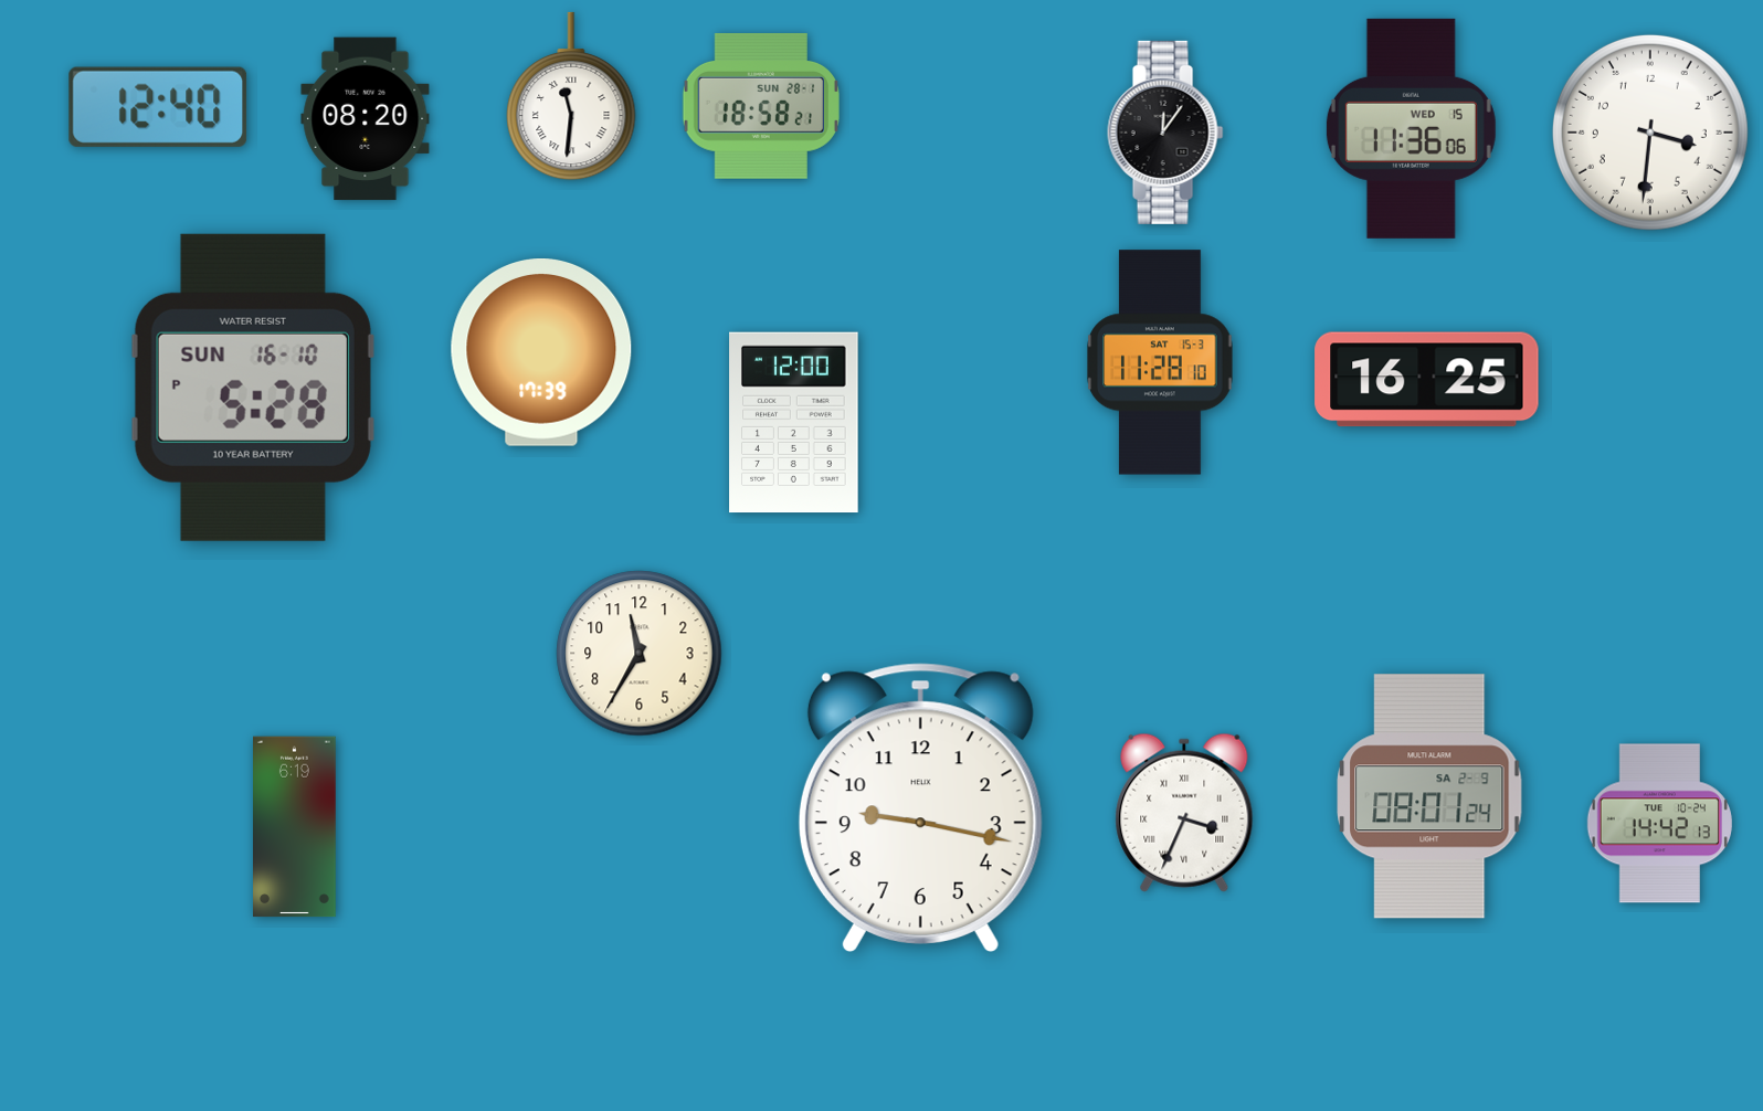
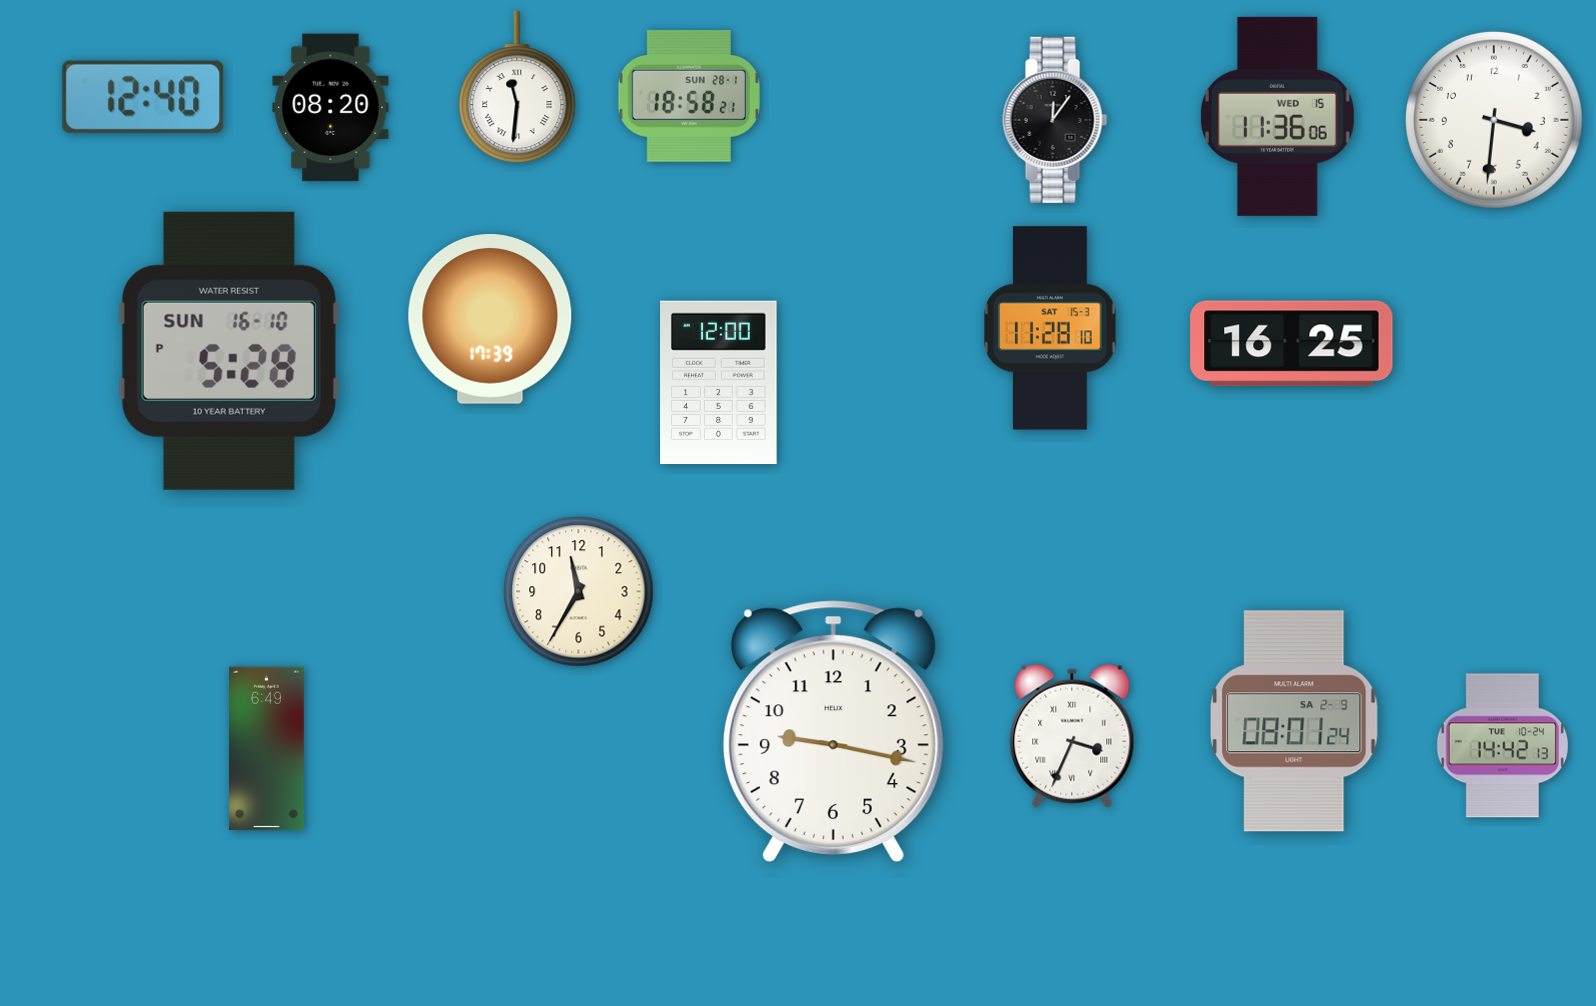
clock at (295, 827): 6:19 -> 6:49
